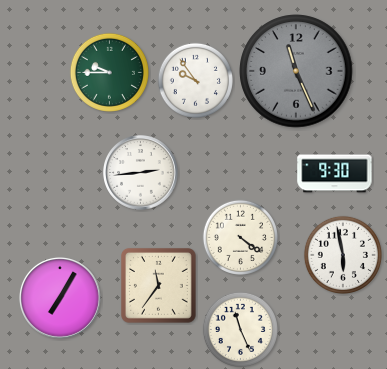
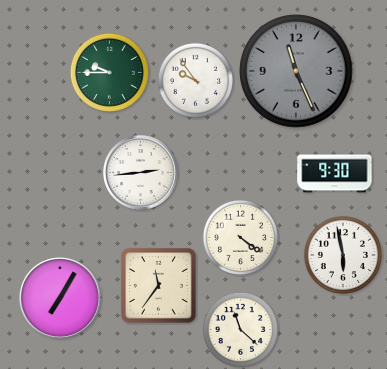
clock at (240, 329): 11:26 -> 11:22
